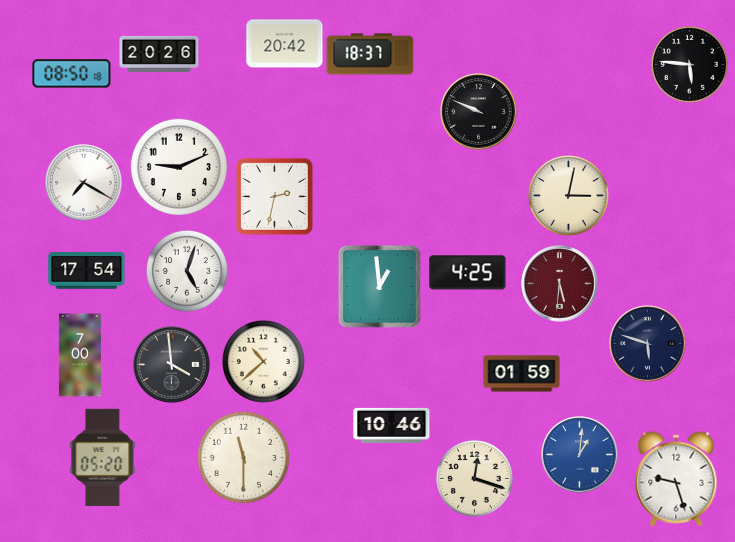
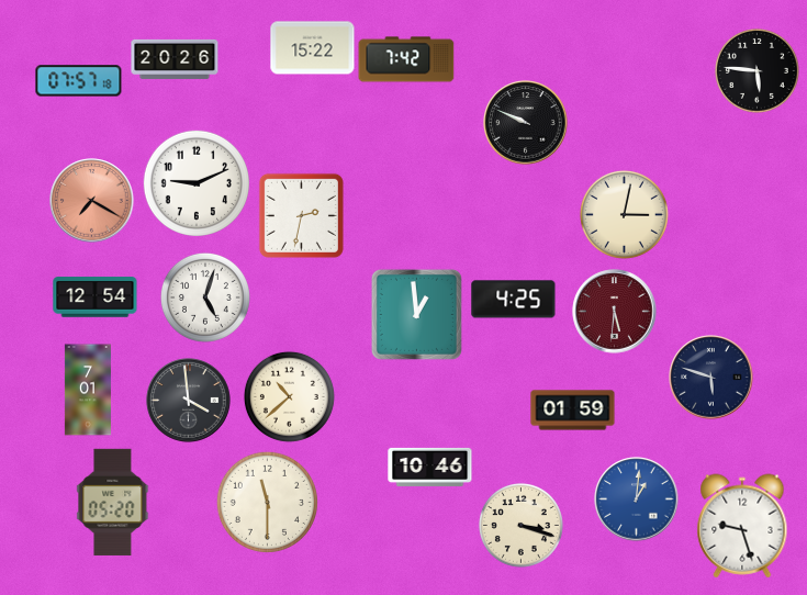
clock at (285, 44): 20:42 -> 15:22
clock at (370, 54): 18:37 -> 7:42
clock at (72, 74): 08:50 -> 07:57
clock at (84, 183) dial: white -> salmon
clock at (87, 271): 17:54 -> 12:54
clock at (80, 355): 7:00 -> 7:01
clock at (474, 478): 12:18 -> 3:18
